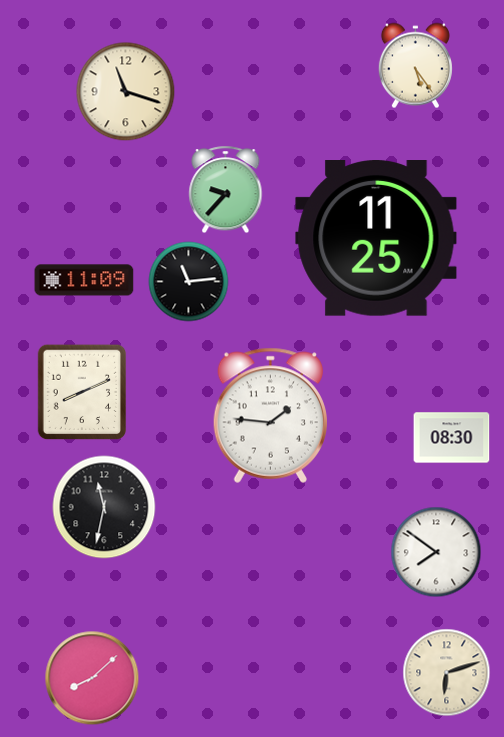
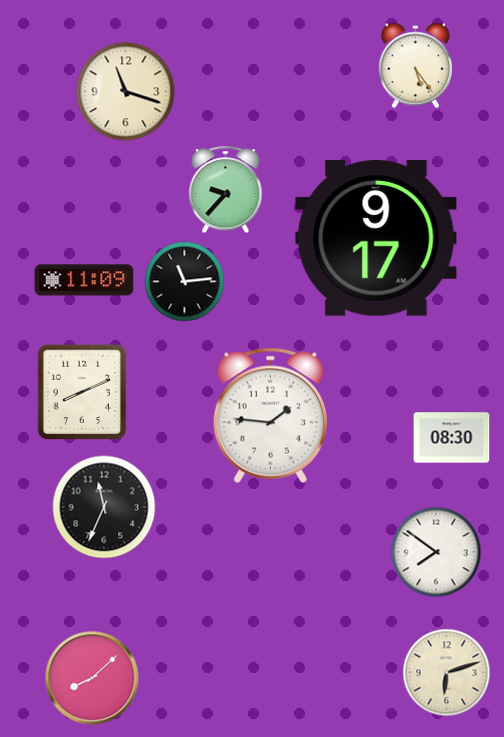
clock at (376, 238): 11:25 -> 9:17
clock at (189, 282) position: (189, 282) -> (185, 282)
clock at (104, 507): 11:32 -> 11:34
